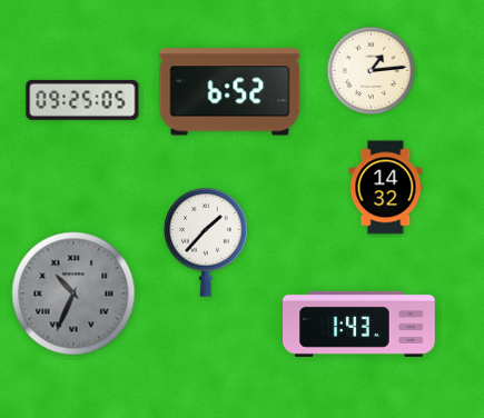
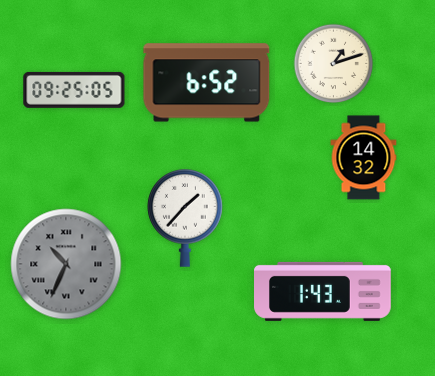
clock at (372, 71): 1:14 -> 1:12
clock at (386, 188) position: (386, 188) -> (364, 158)
